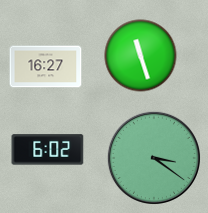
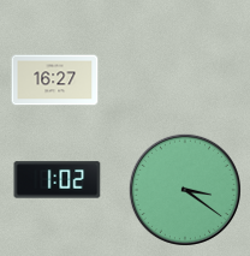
clock at (141, 56): 11:27 -> none
clock at (48, 150): 6:02 -> 1:02
